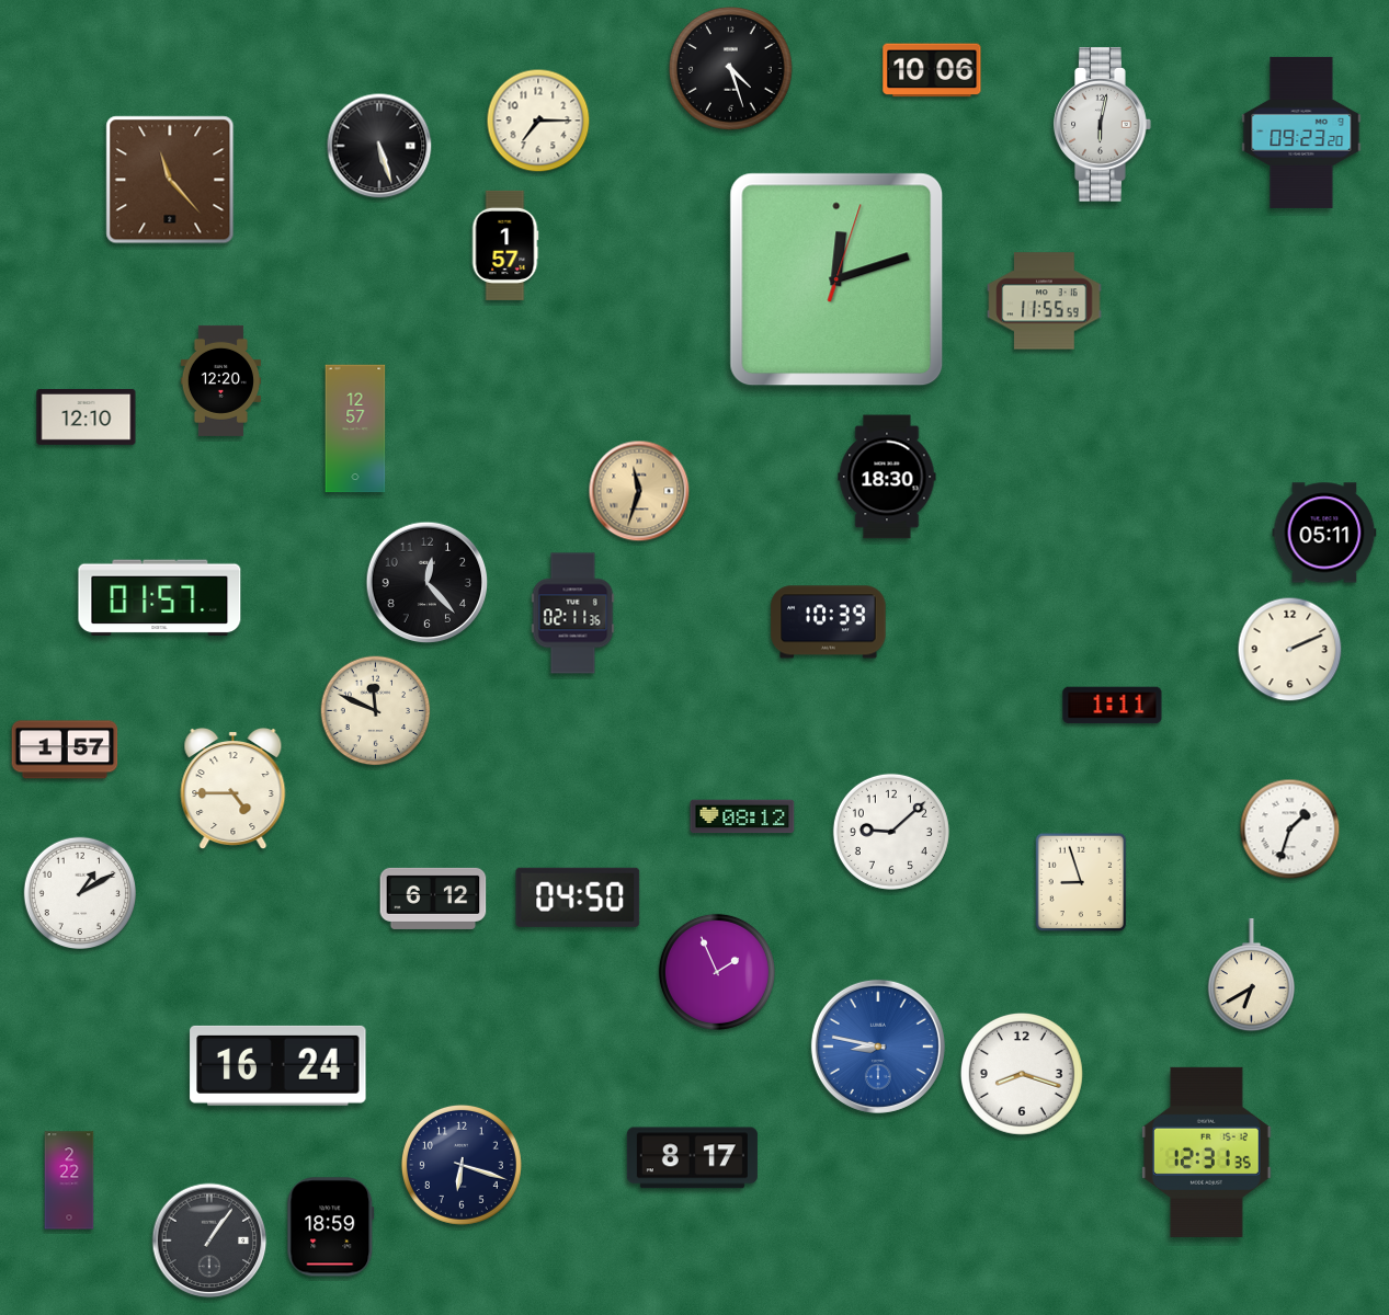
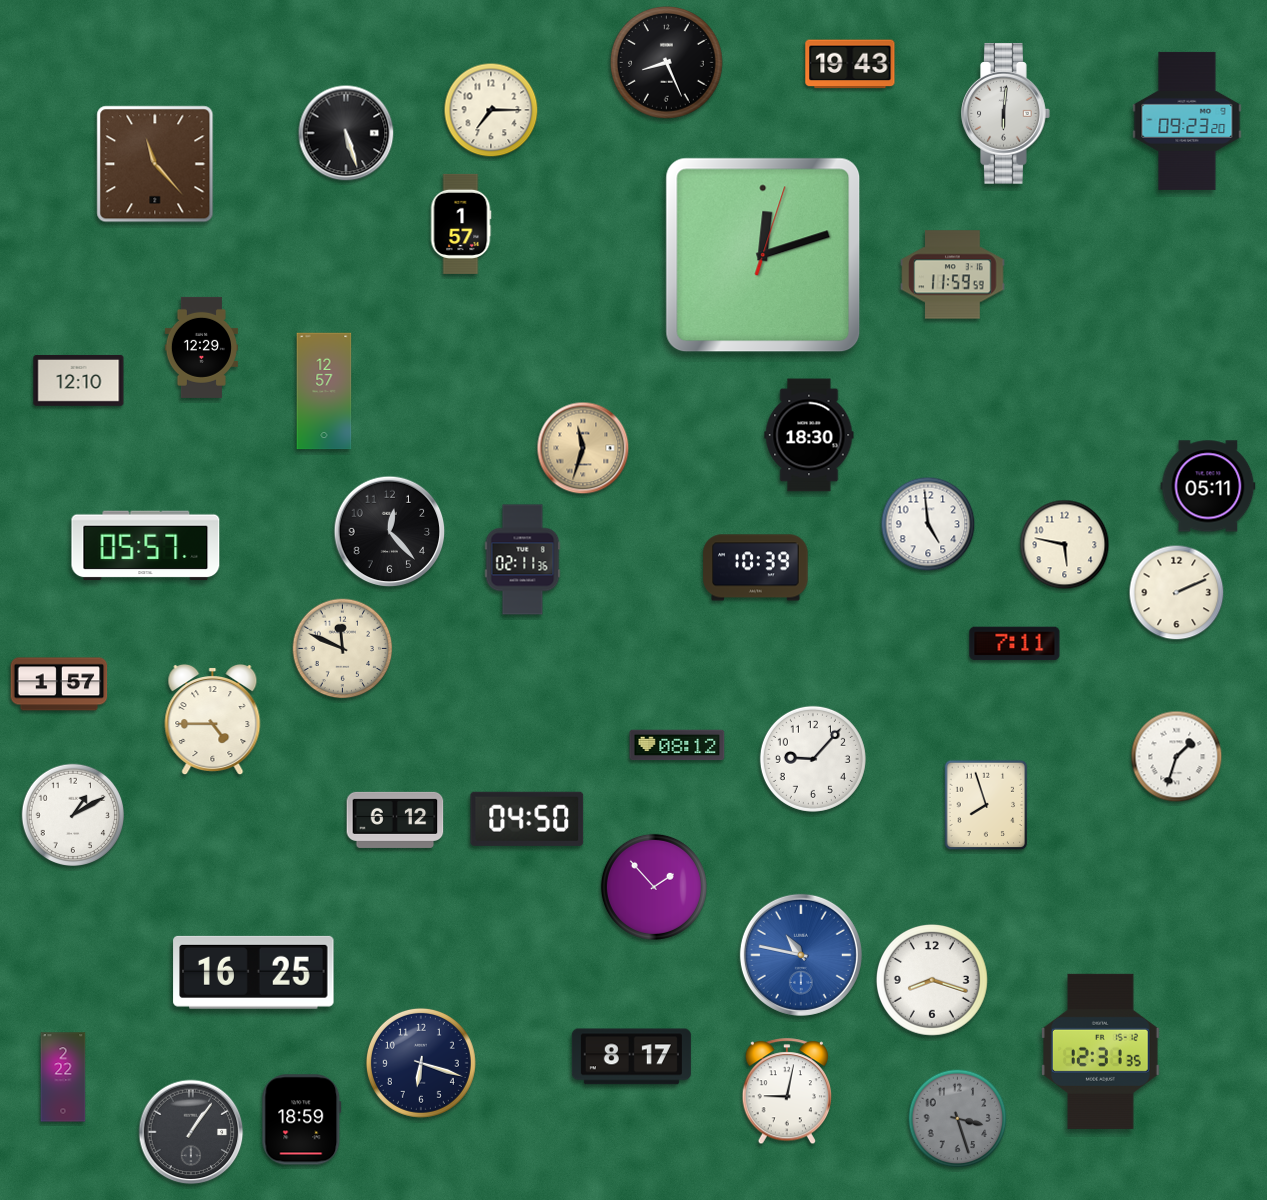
clock at (731, 69): 4:27 -> 8:26
clock at (932, 70): 10:06 -> 19:43
clock at (1103, 125): 6:02 -> 6:01
clock at (1045, 301): 11:55 -> 11:59
clock at (220, 380): 12:20 -> 12:29
clock at (928, 524): none -> 4:59
clock at (1065, 545): none -> 5:47
clock at (160, 598): 01:57 -> 05:57
clock at (1113, 706): 1:11 -> 7:11
clock at (891, 832): 9:08 -> 9:07
clock at (1081, 882): 8:57 -> 7:57
clock at (717, 972): 1:56 -> 1:53
clock at (1251, 976): 6:40 -> none
clock at (878, 1047): 8:47 -> 10:47
clock at (278, 1065): 16:24 -> 16:25
clock at (786, 1092): none -> 9:02
clock at (958, 1119): none -> 3:27
